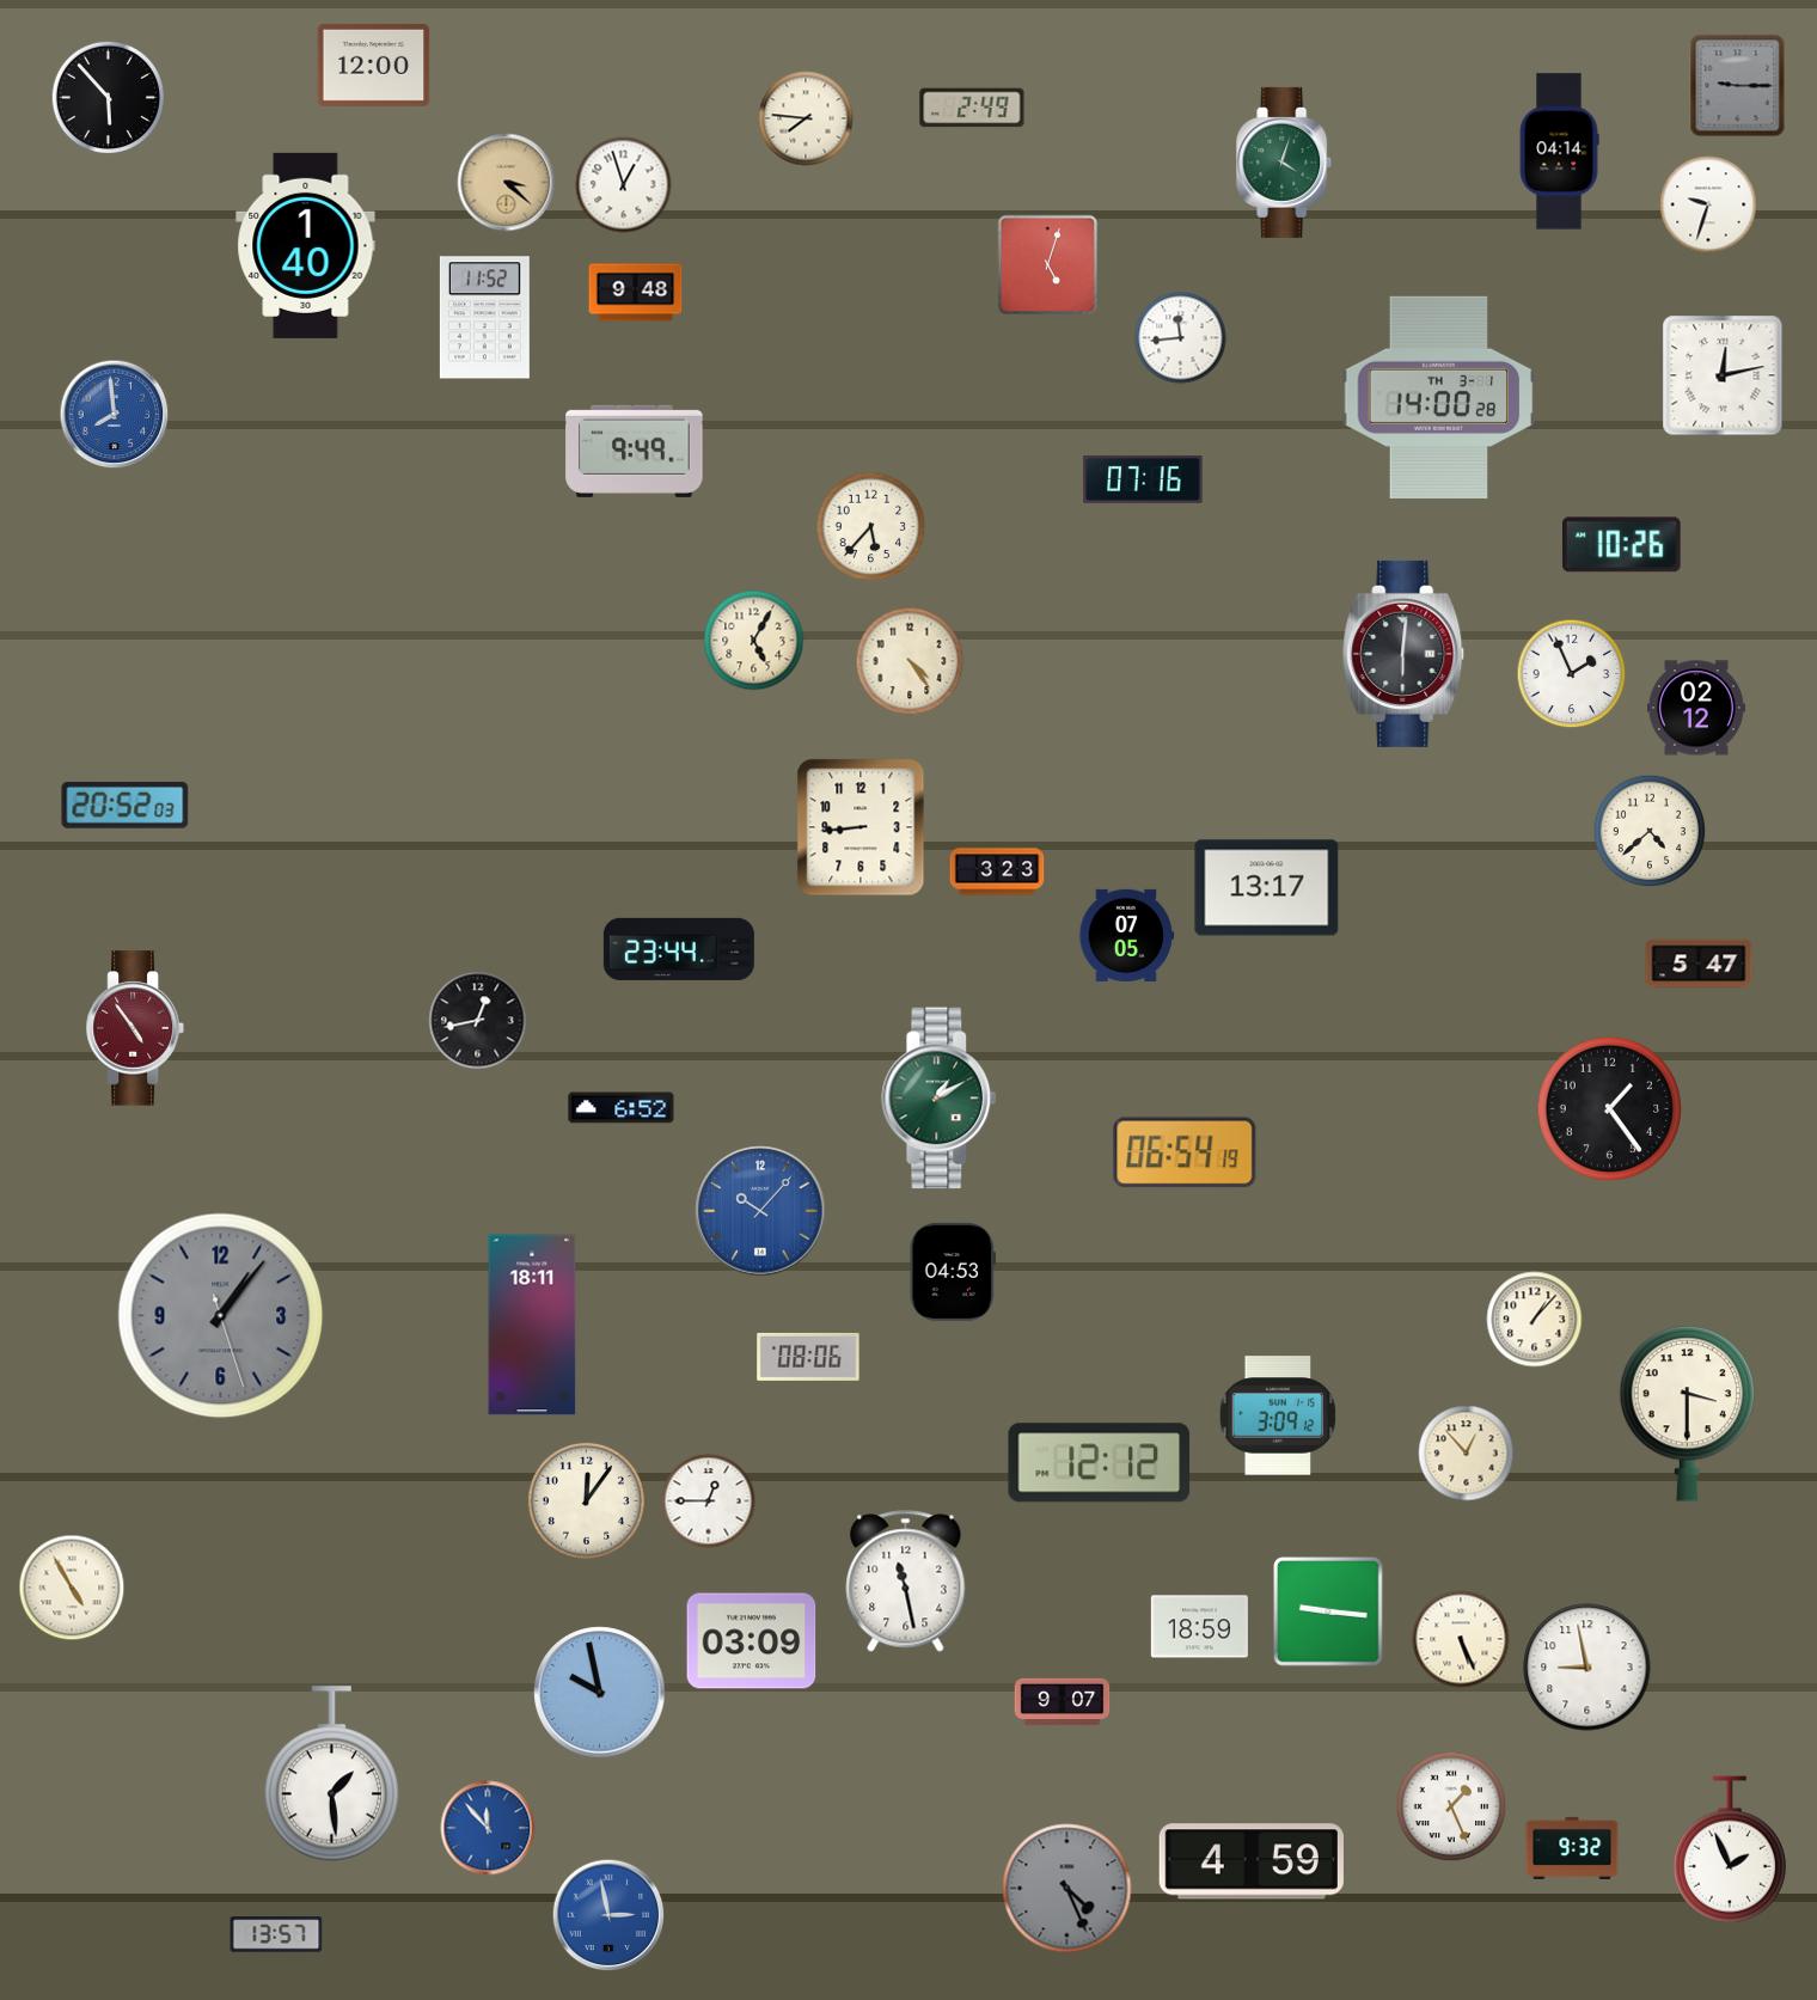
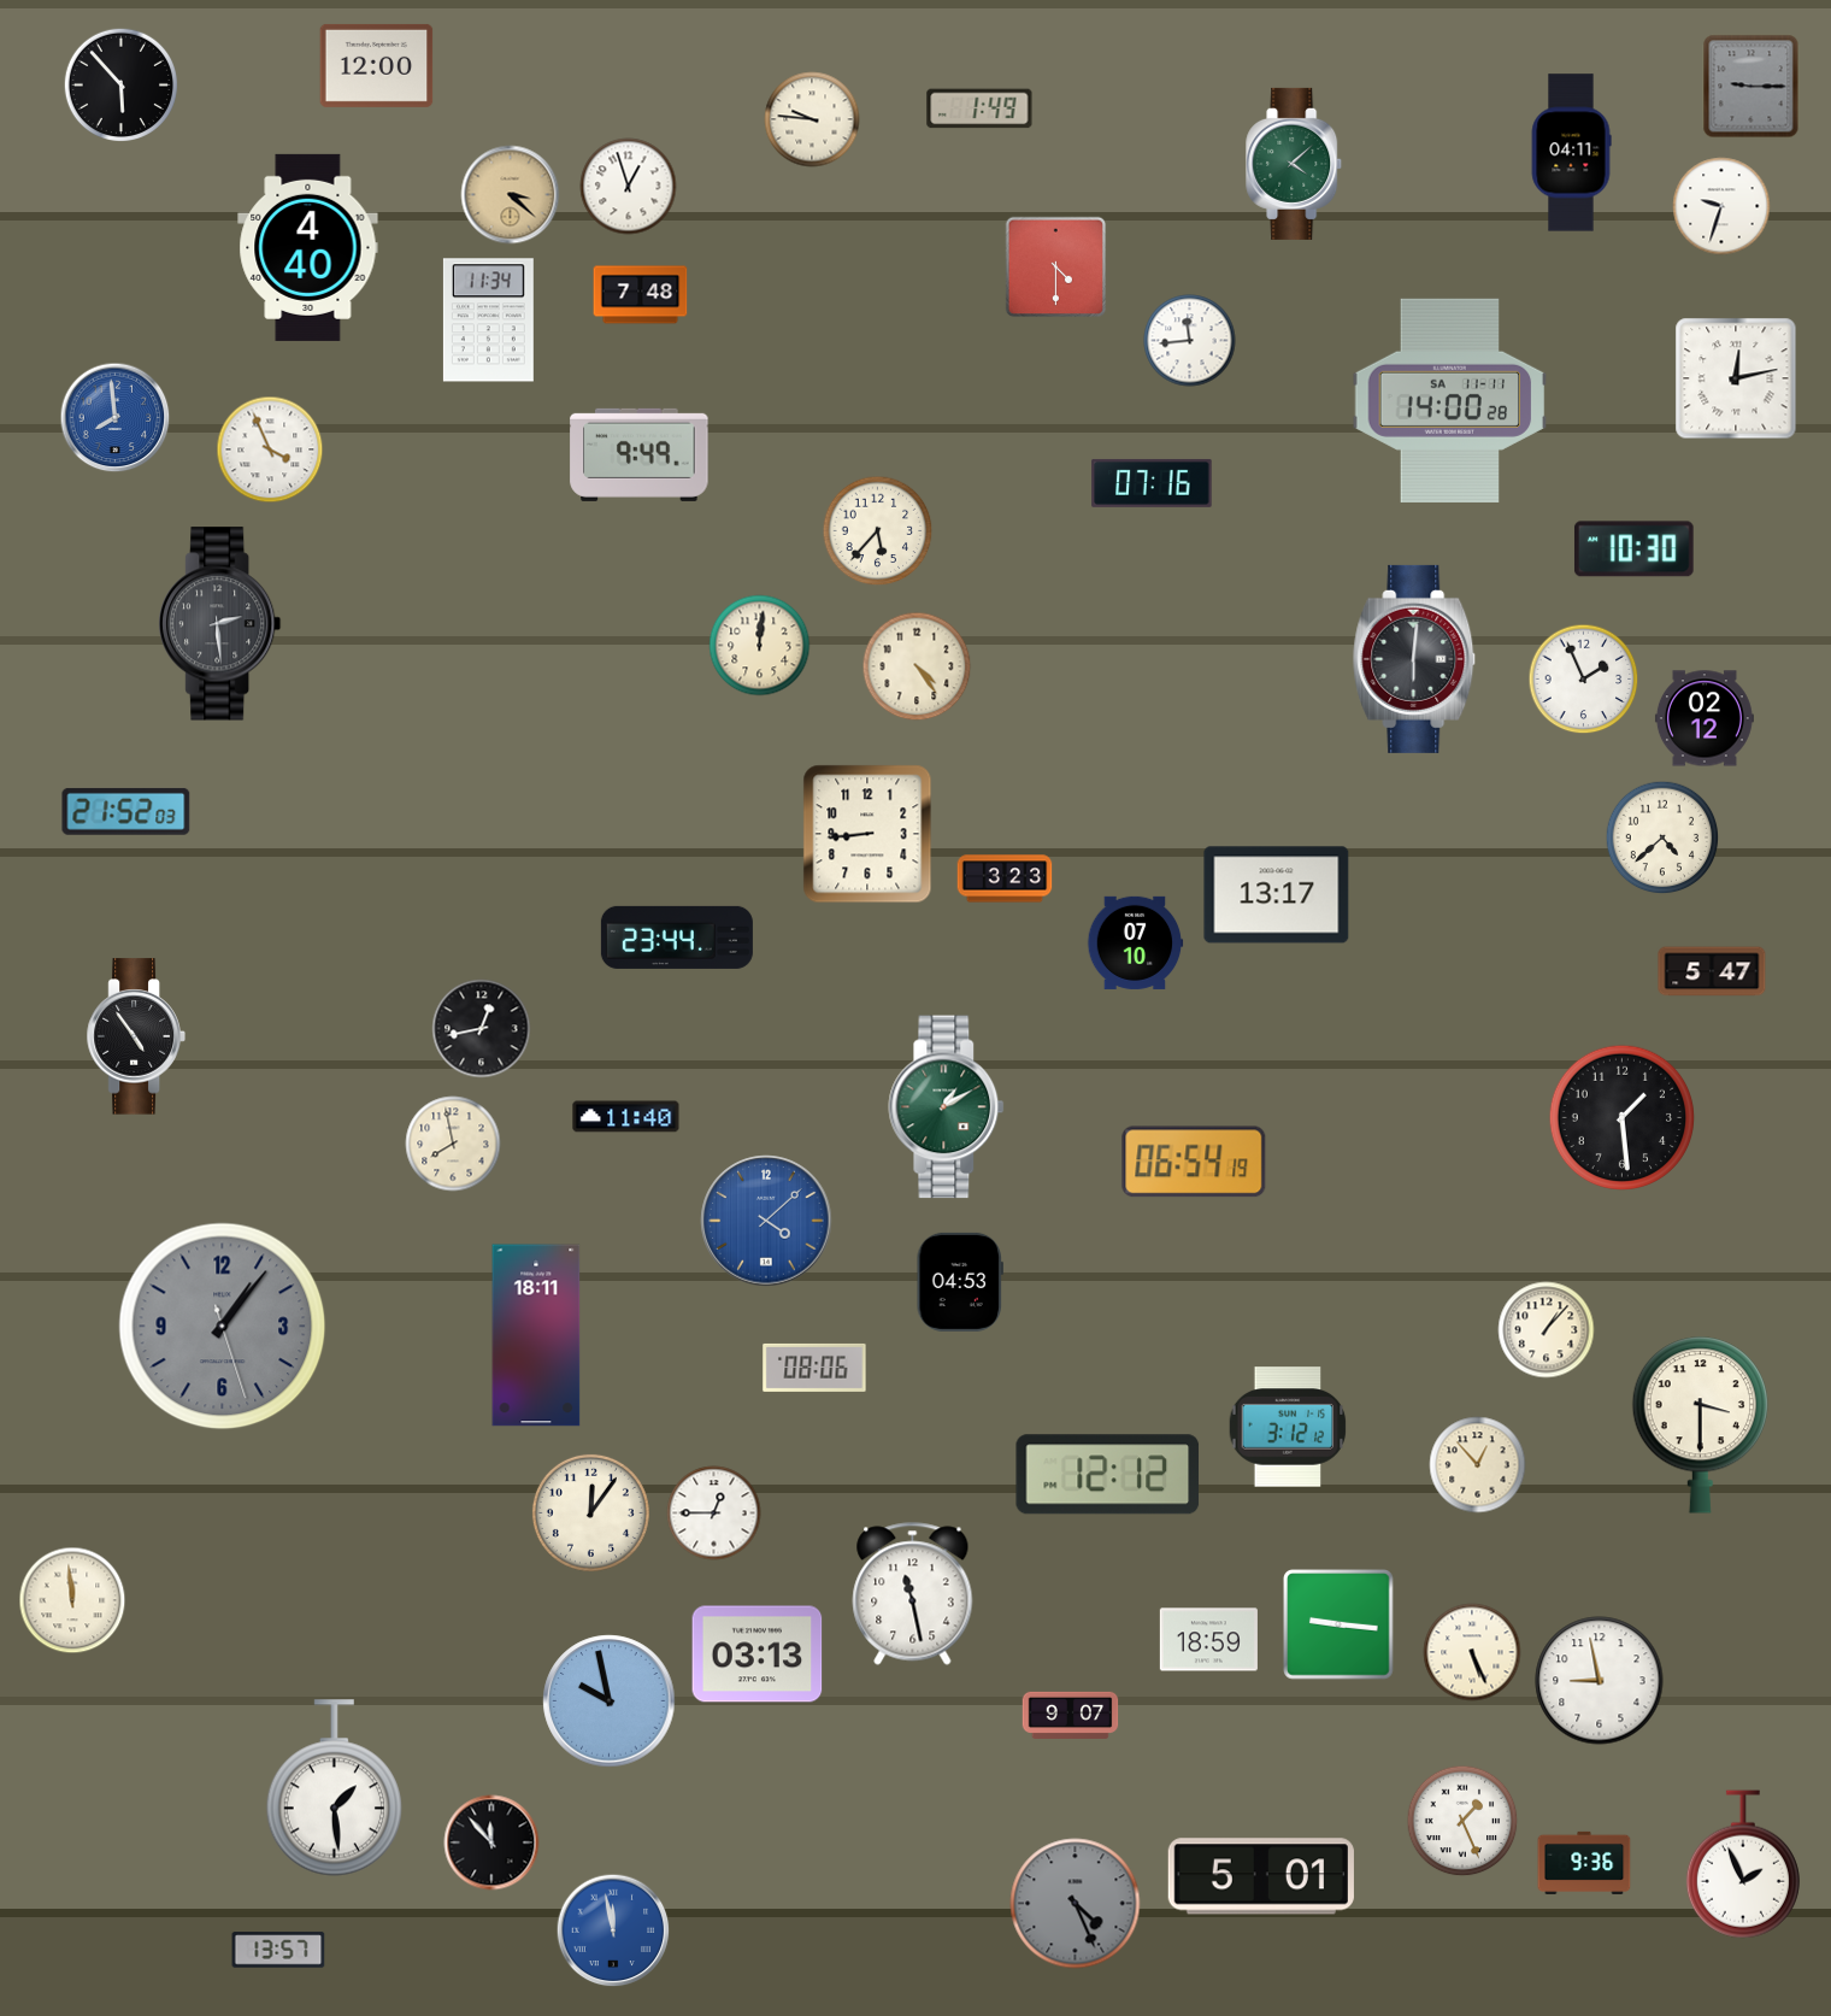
clock at (108, 97) position: (108, 97) -> (120, 84)
clock at (972, 108): 2:49 -> 1:49
clock at (806, 118): 7:46 -> 9:46
clock at (1559, 152): 04:14 -> 04:11
clock at (1285, 163): 4:03 -> 4:08
clock at (507, 183) position: (507, 183) -> (511, 195)
clock at (306, 245): 1:40 -> 4:40
clock at (1048, 265): 5:03 -> 4:30
clock at (636, 293): 9:48 -> 7:48
clock at (484, 318): 11:52 -> 11:34
clock at (1439, 397) date: TH 3-1 -> SA 11-11
clock at (270, 449): none -> 3:56
clock at (1622, 545): 10:26 -> 10:30
clock at (220, 624): none -> 2:29
clock at (754, 641): 5:05 -> 12:01
clock at (1696, 708) position: (1696, 708) -> (1705, 718)
clock at (126, 805): 20:52 -> 21:52
clock at (1127, 935): 07:05 -> 07:10
clock at (679, 949) position: (679, 949) -> (677, 938)
clock at (135, 1028) dial: burgundy -> black
clock at (622, 1108): 6:52 -> 11:40
clock at (1610, 1109): 1:24 -> 1:29
clock at (453, 1144): none -> 7:58
clock at (760, 1211): 10:07 -> 4:08
clock at (1278, 1415): 3:09 -> 3:12
clock at (72, 1588): 4:55 -> 11:59
clock at (752, 1641): 03:09 -> 03:13
clock at (600, 1693) position: (600, 1693) -> (610, 1701)
clock at (488, 1828) dial: blue -> black
clock at (1572, 1848): 9:32 -> 9:36
clock at (1252, 1861): 4:59 -> 5:01
clock at (608, 1915): 2:58 -> 11:58
